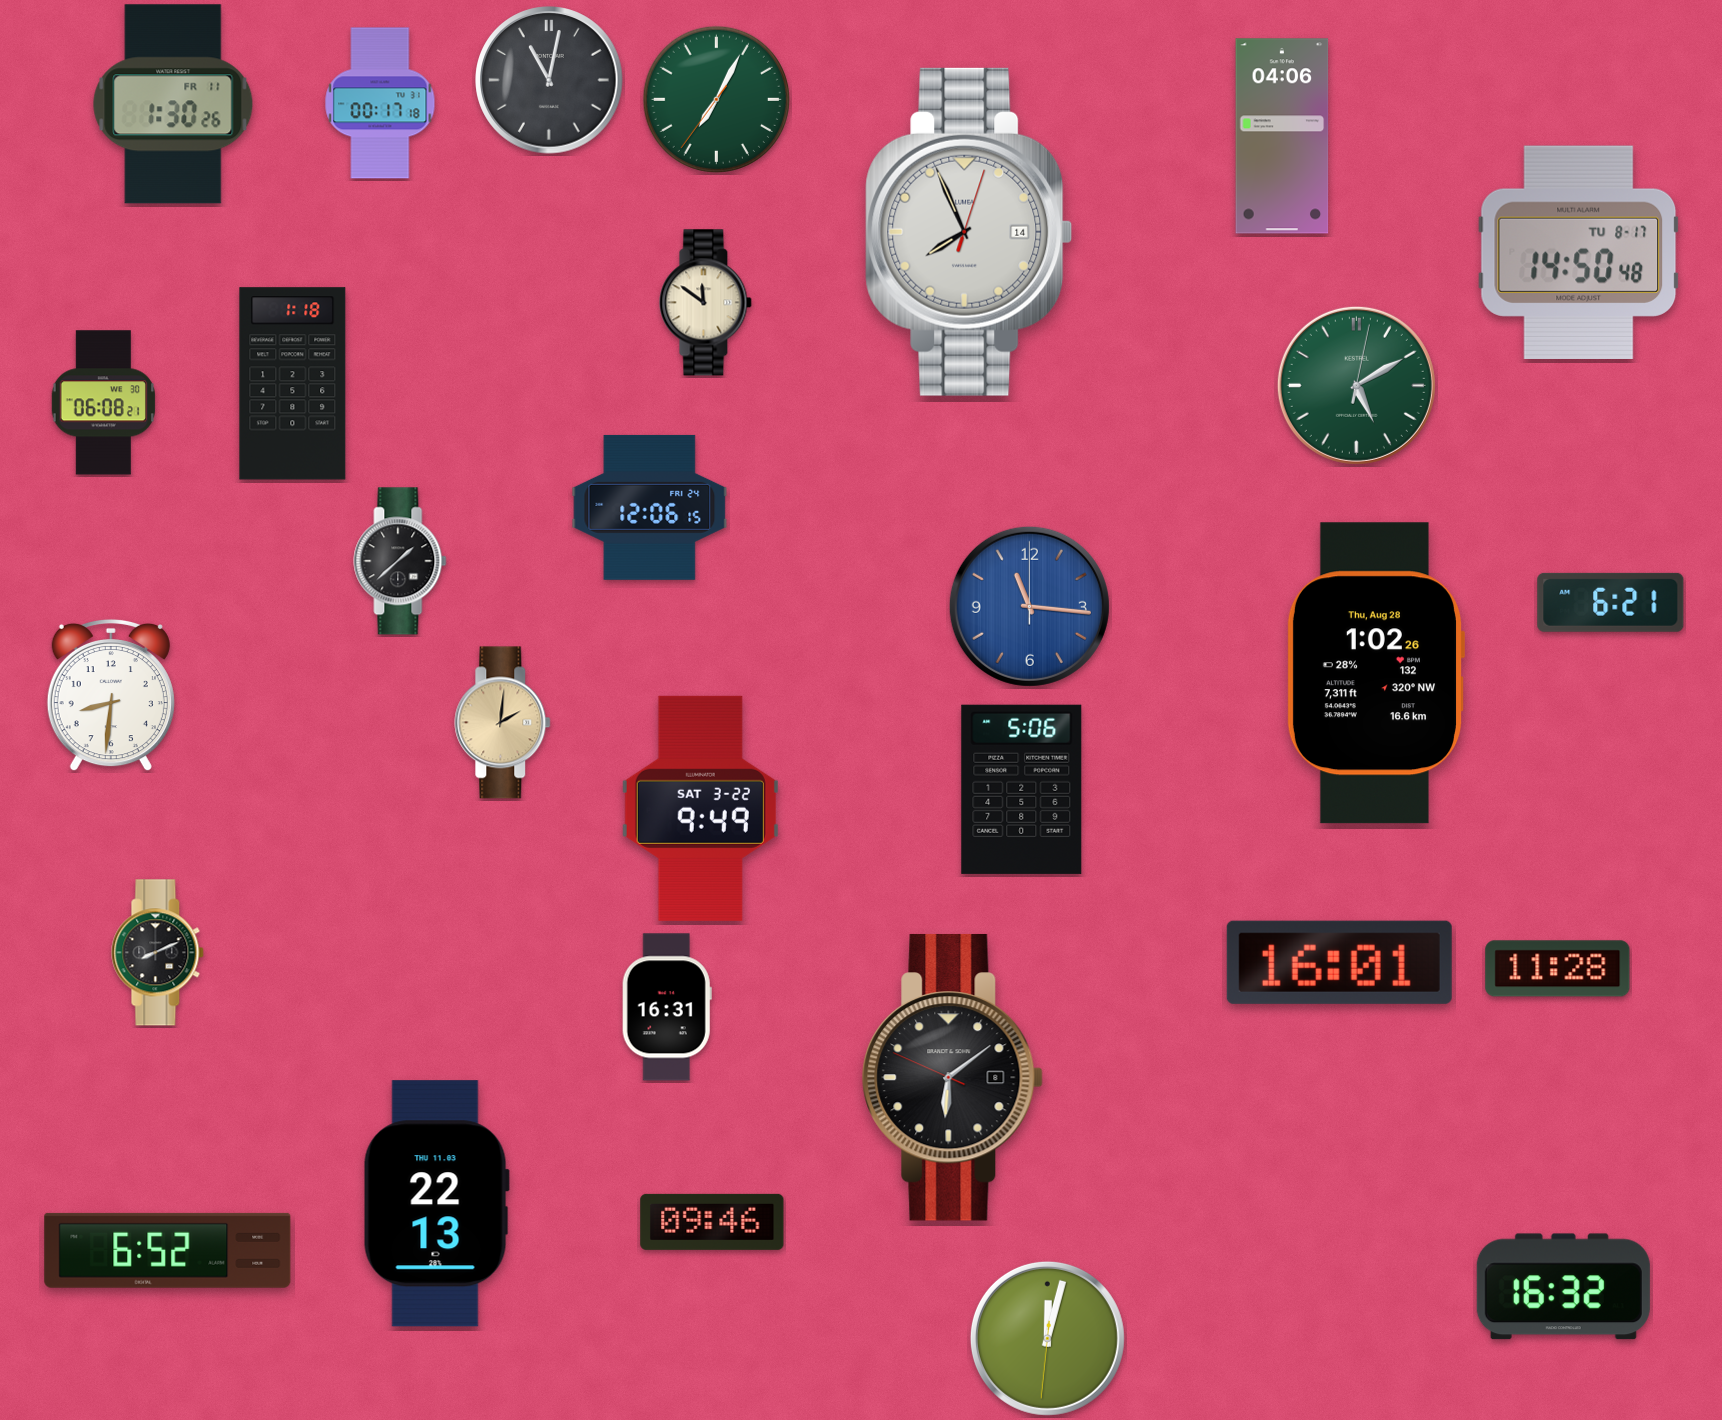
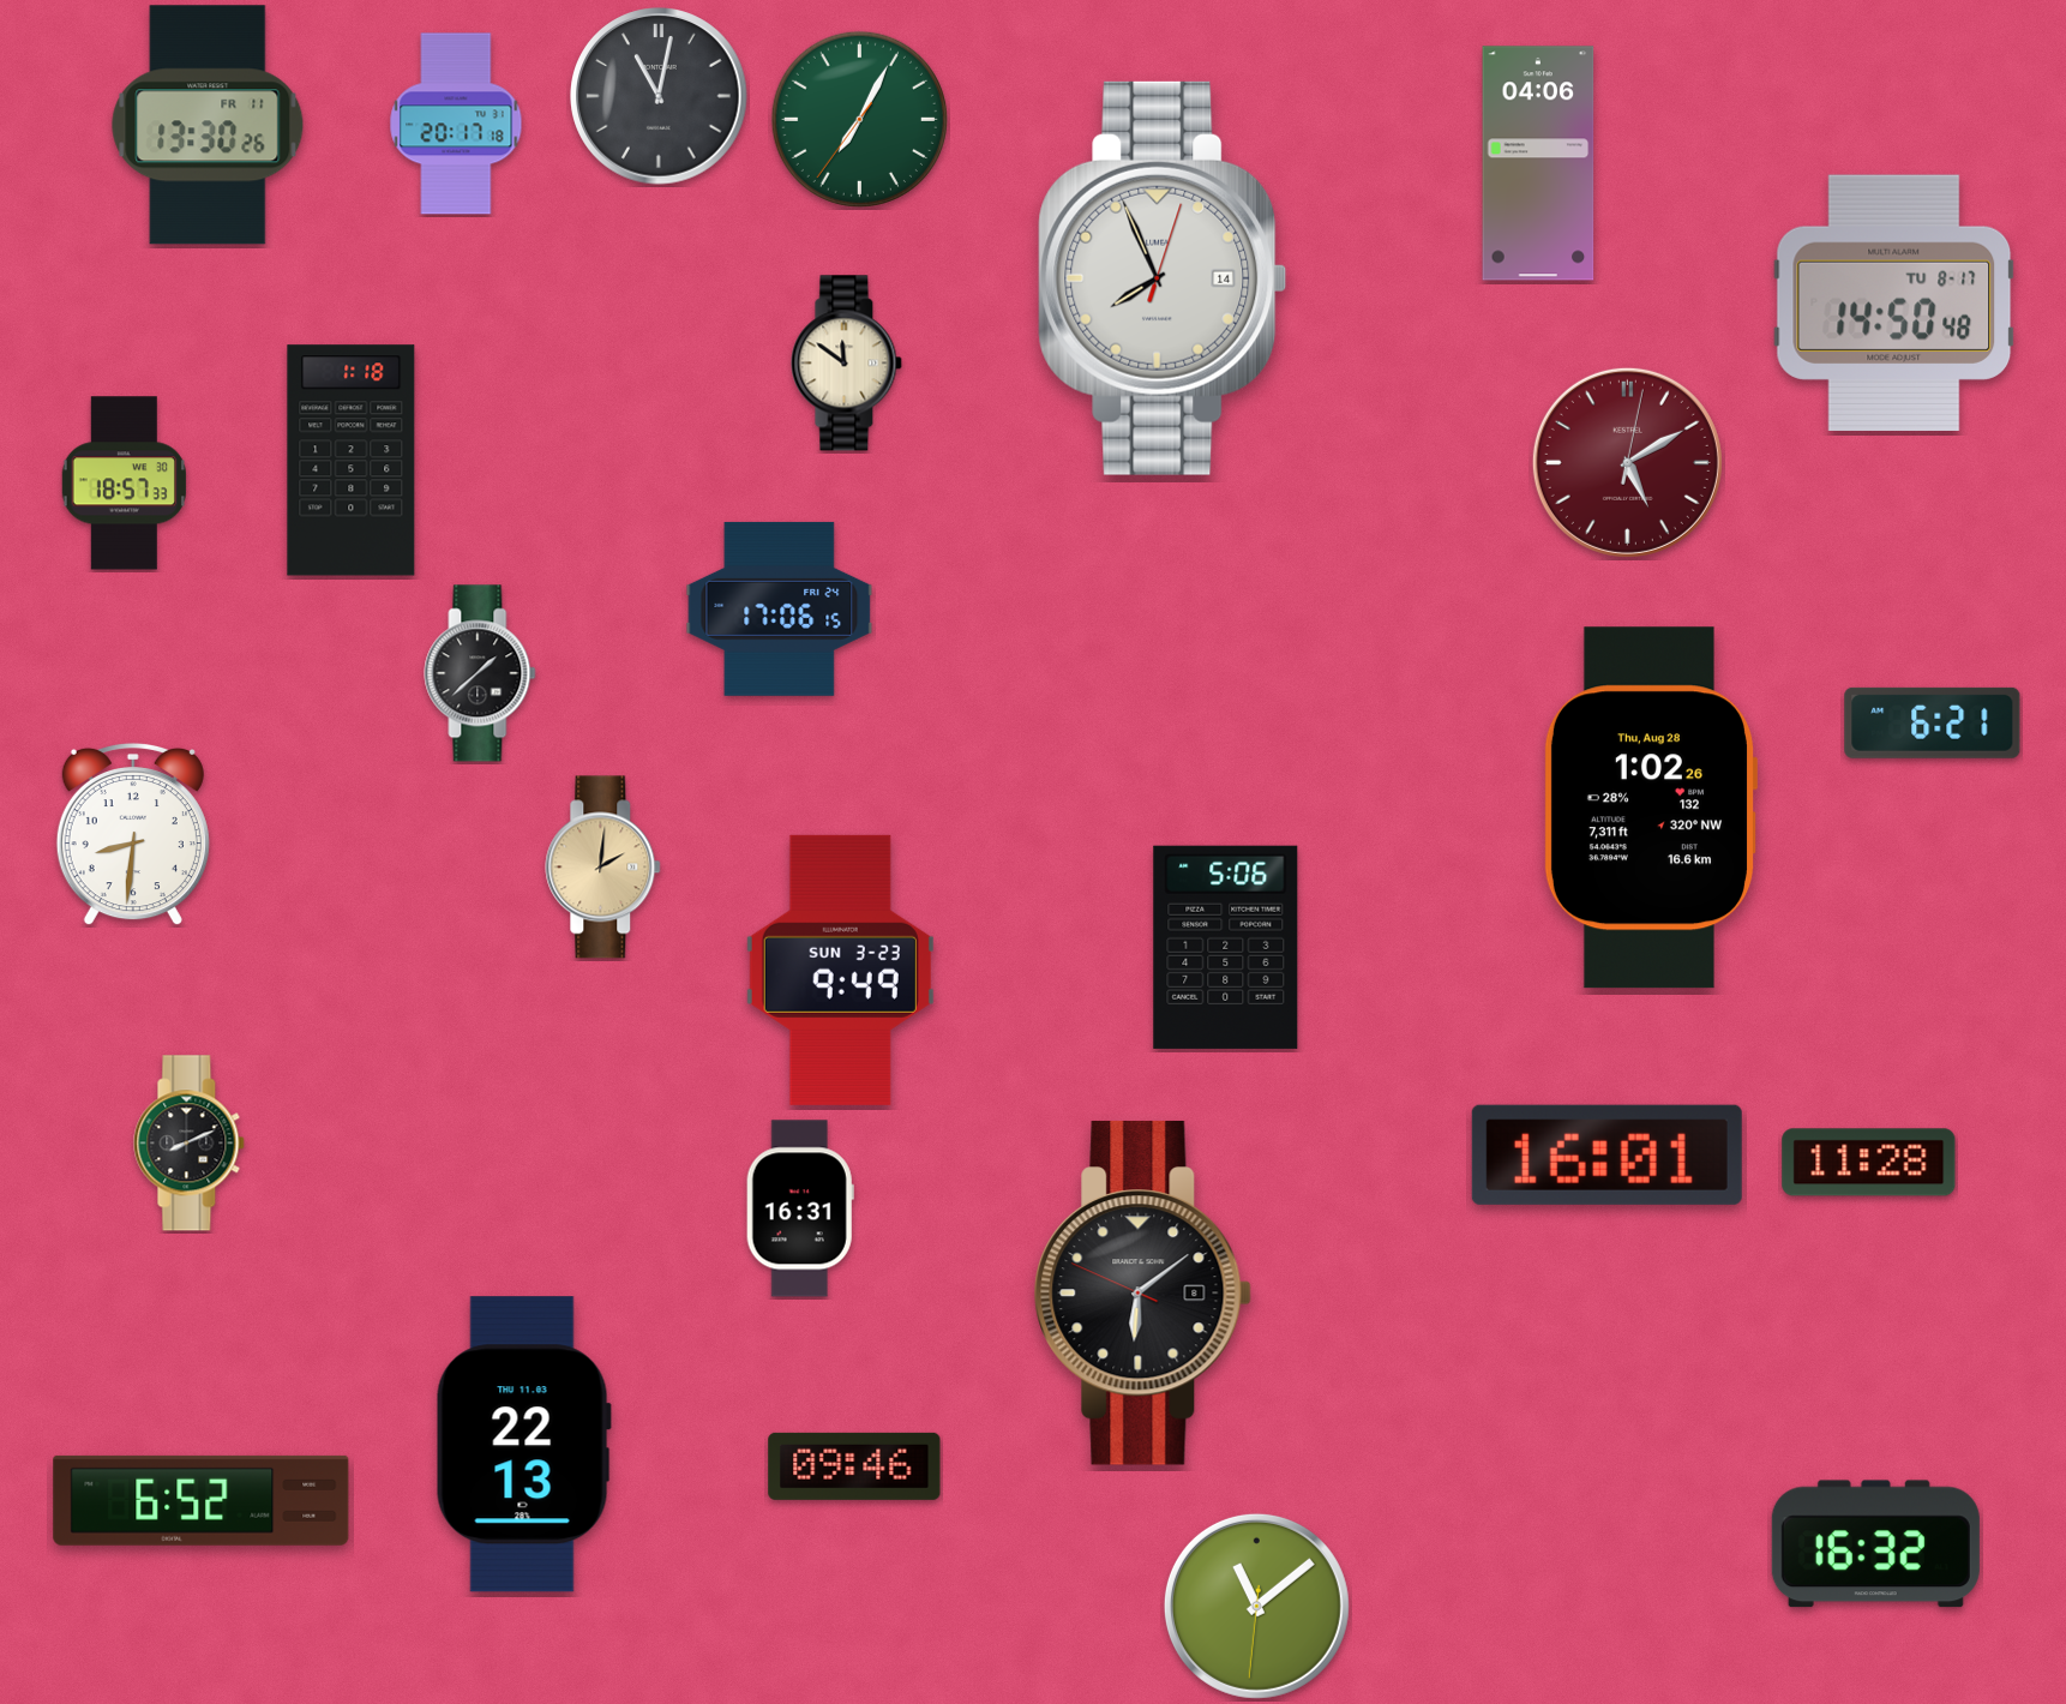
clock at (380, 103): 00:17 -> 20:17
clock at (173, 104): 1:30 -> 13:30
clock at (1356, 385) dial: green -> burgundy
clock at (103, 403): 06:08 -> 18:57
clock at (650, 507): 12:06 -> 17:06
clock at (1029, 606): 11:16 -> none
clock at (700, 808) date: SAT 3-22 -> SUN 3-23
clock at (1047, 1338): 12:02 -> 11:08
